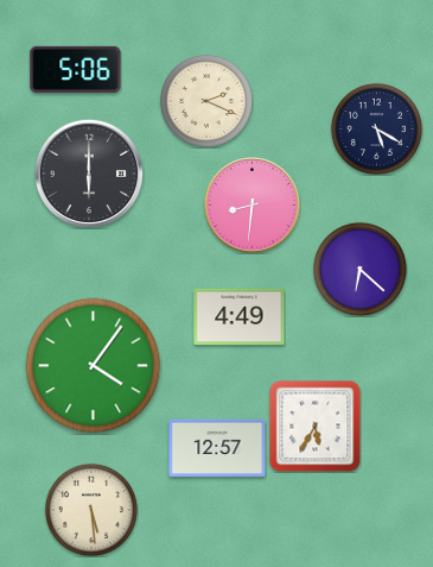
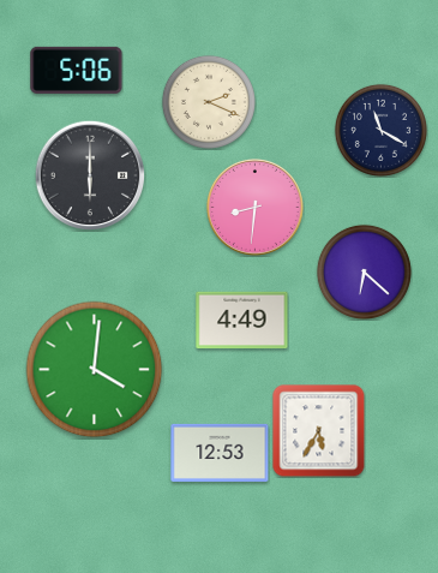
clock at (376, 128): 5:20 -> 11:20
clock at (94, 366): 4:06 -> 4:01
clock at (217, 448): 12:57 -> 12:53
clock at (91, 510): 5:29 -> none
